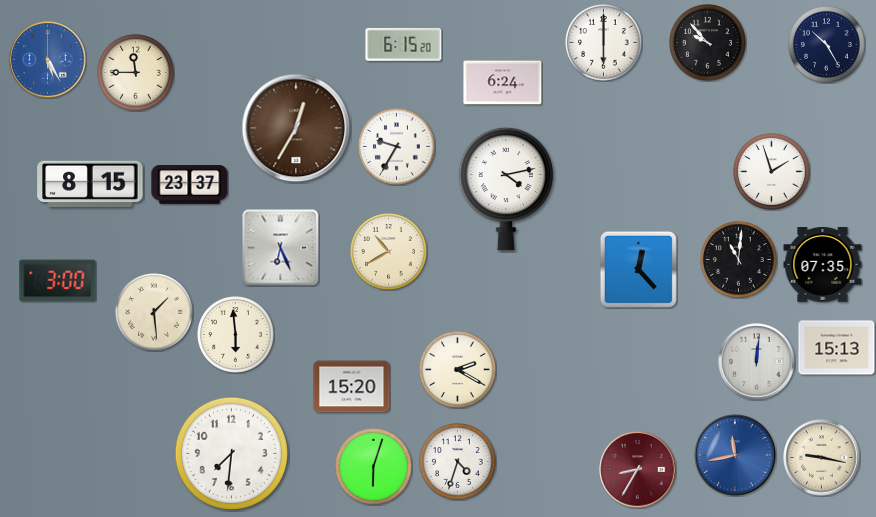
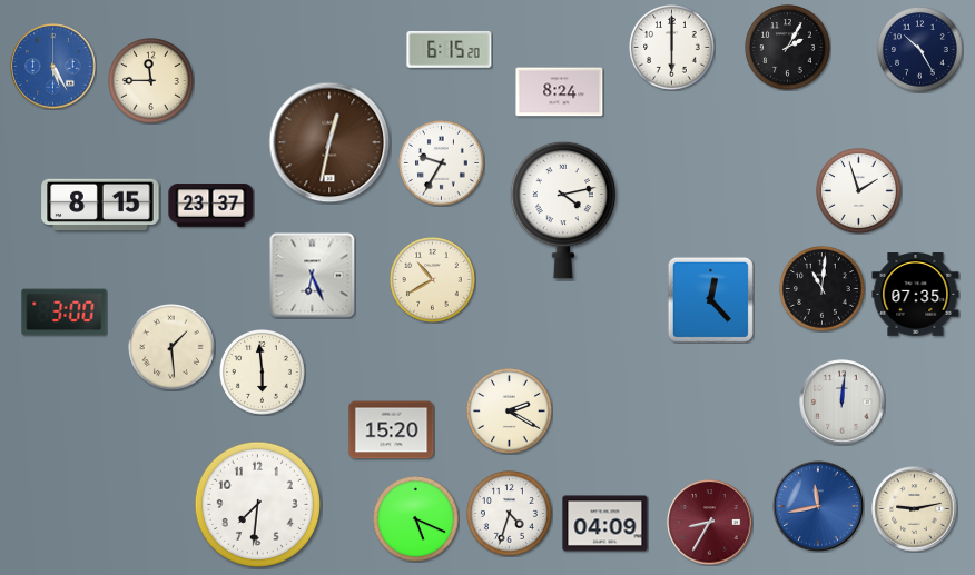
clock at (708, 43): 9:53 -> 2:05
clock at (503, 83): 6:24 -> 8:24
clock at (296, 128): 12:35 -> 12:32
clock at (837, 348): 15:13 -> none
clock at (822, 458): 9:17 -> 9:13
clock at (374, 467): 6:03 -> 5:19
clock at (605, 524): none -> 04:09
